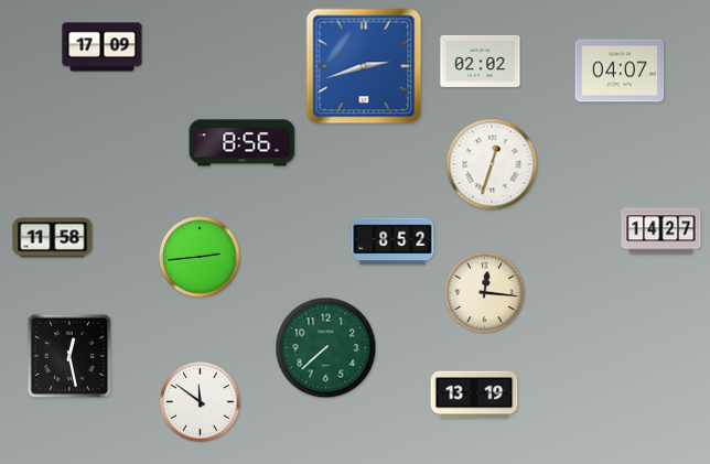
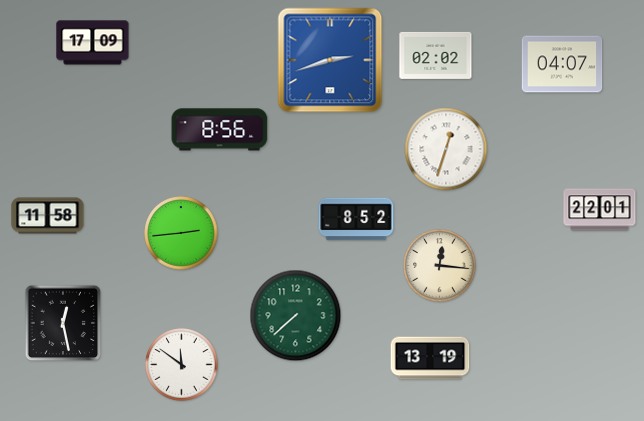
clock at (661, 231): 14:27 -> 22:01
